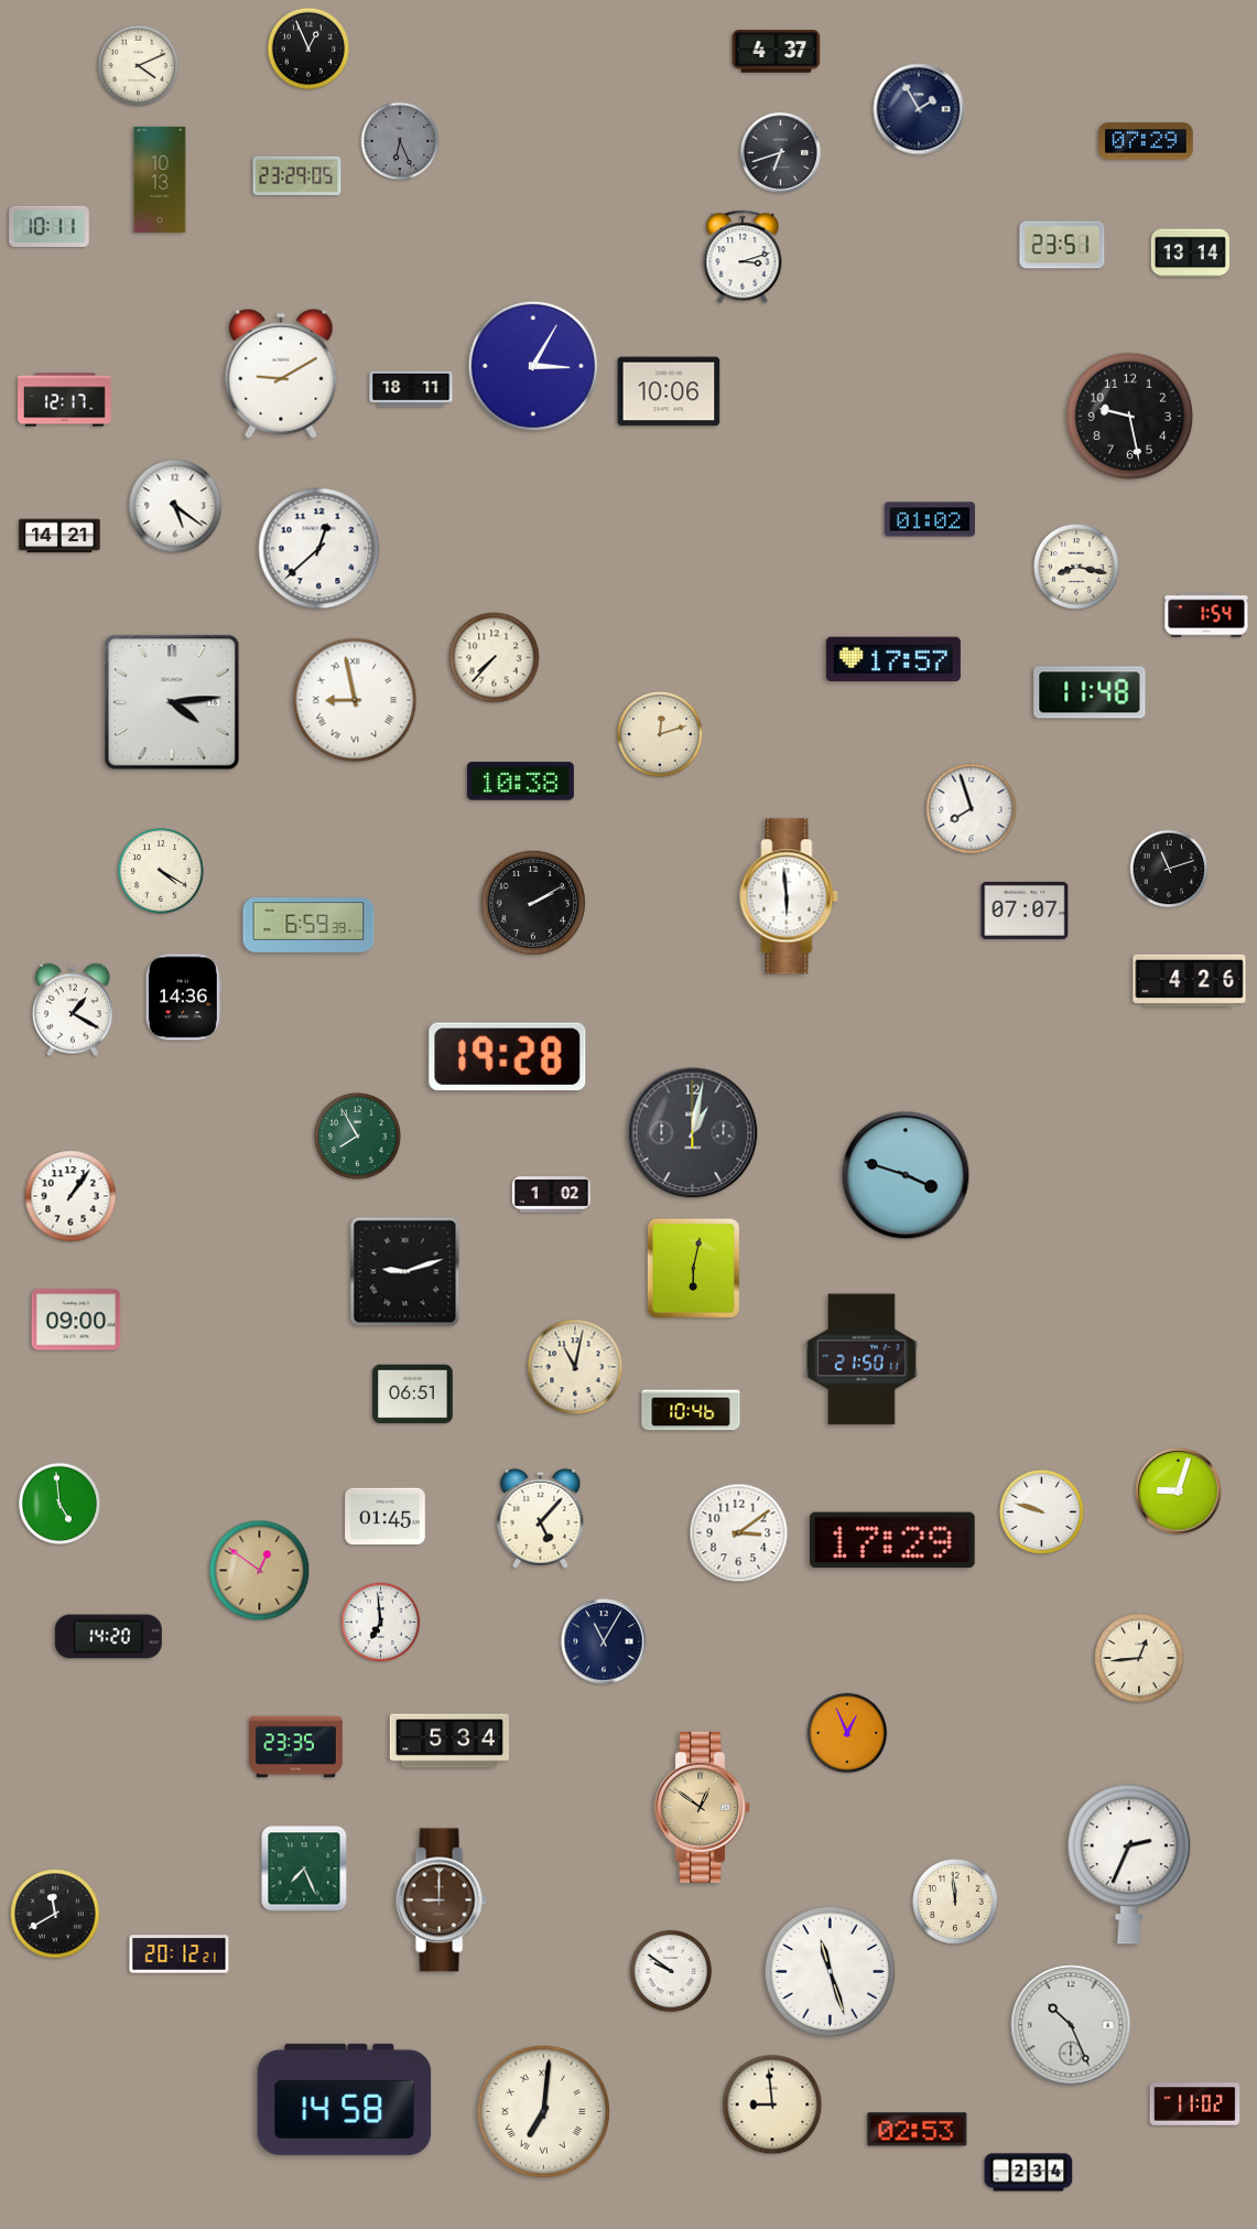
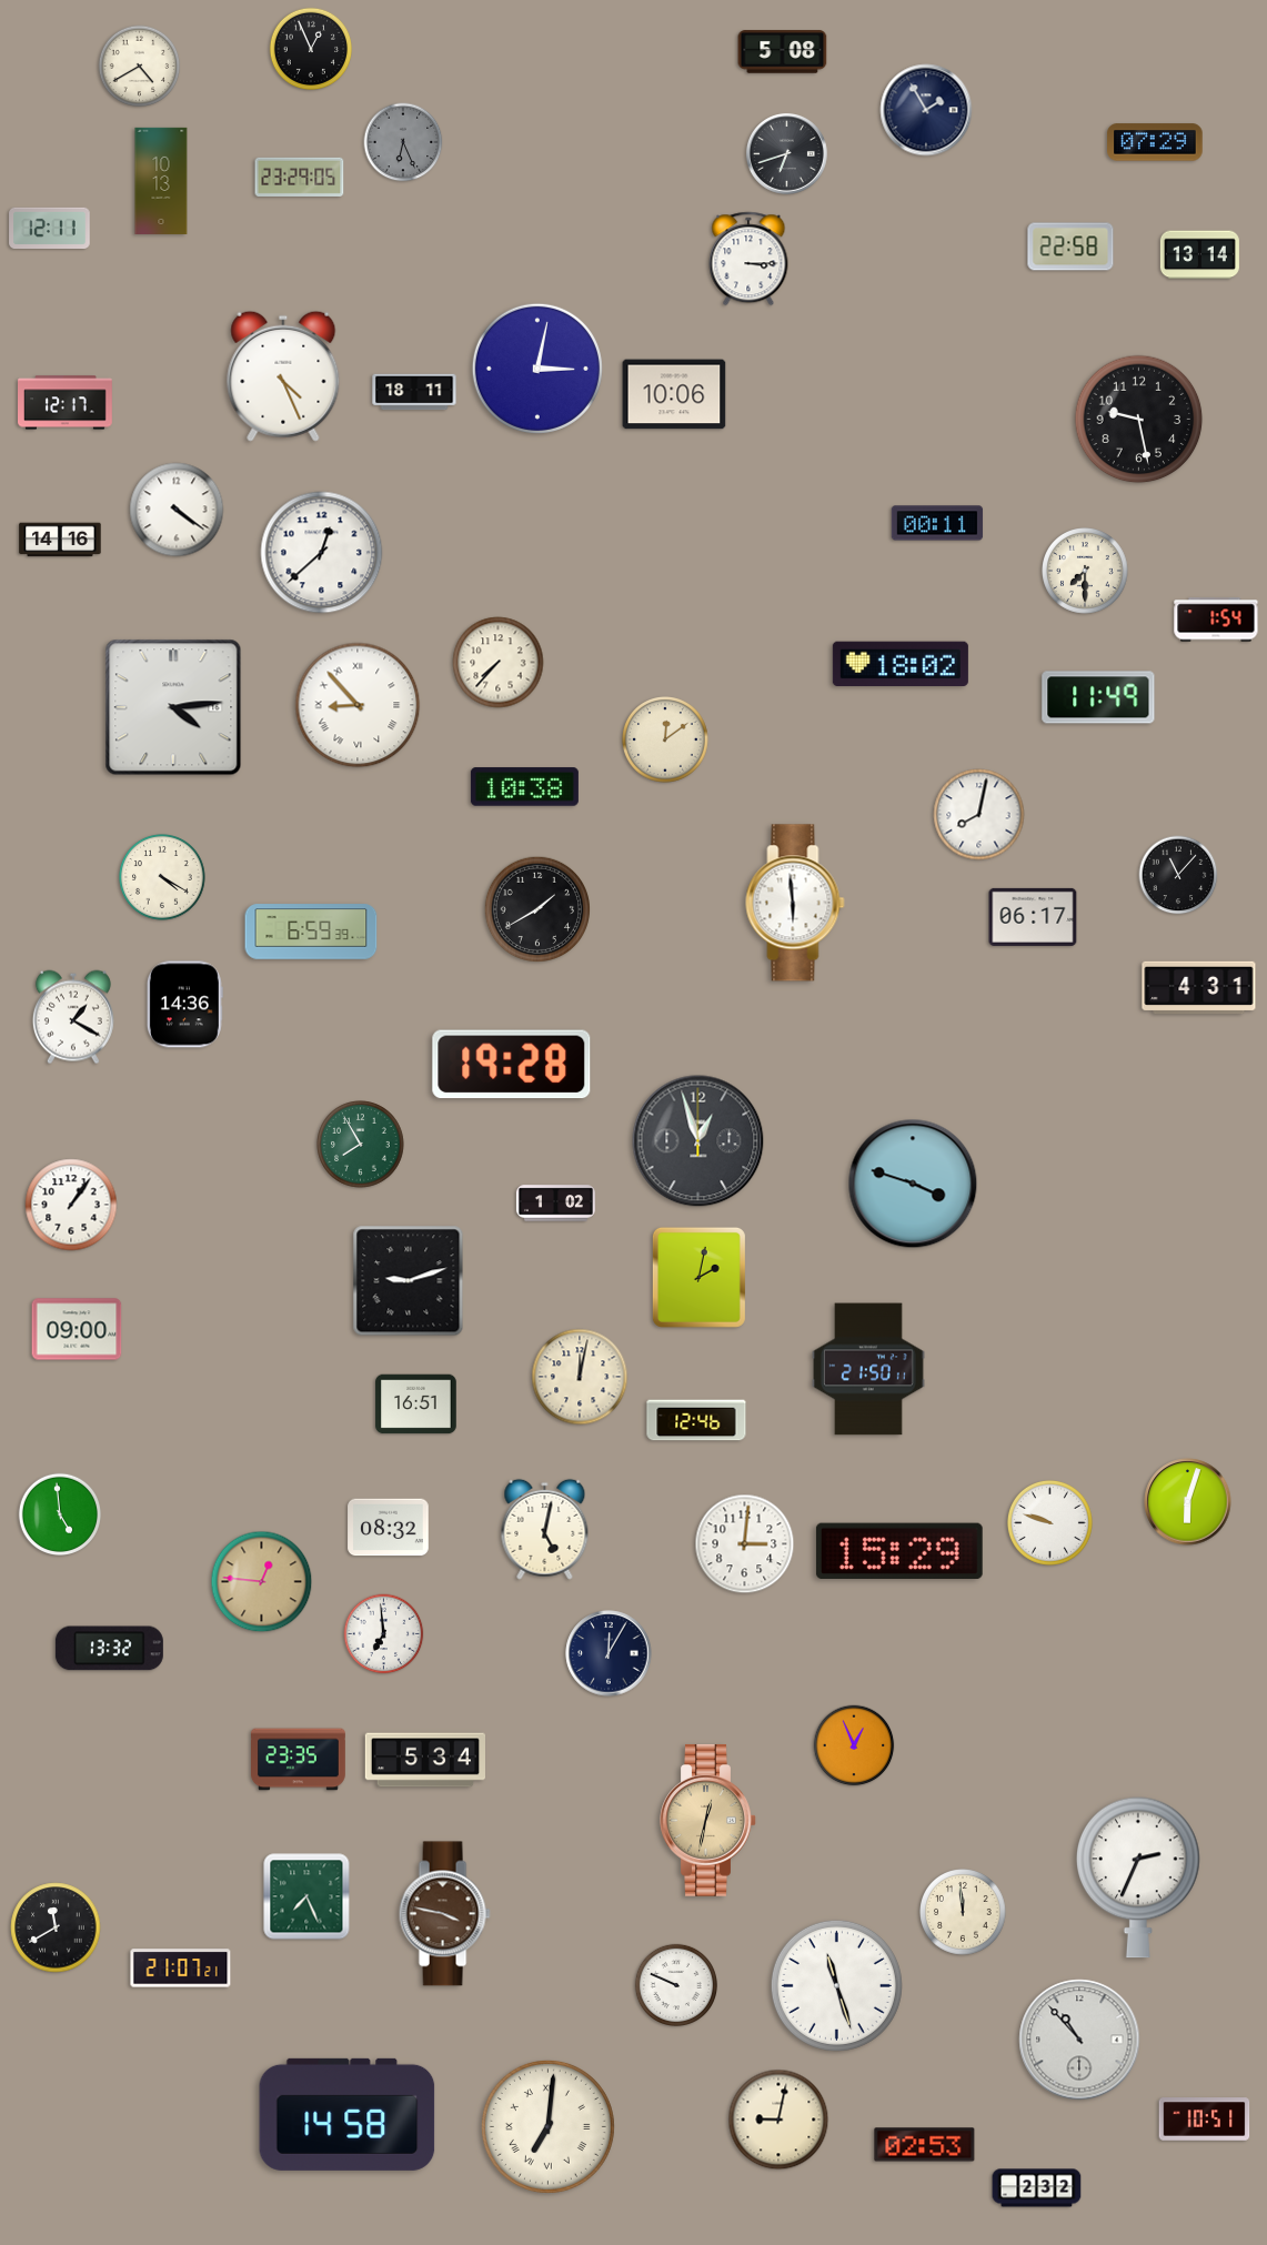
clock at (777, 52): 4:37 -> 5:08
clock at (139, 66): 4:11 -> 4:40
clock at (50, 226): 10:11 -> 12:11
clock at (1062, 245): 23:51 -> 22:58
clock at (743, 257): 3:12 -> 3:15
clock at (533, 366): 3:05 -> 3:02
clock at (281, 374): 9:10 -> 4:26
clock at (175, 506): 5:21 -> 4:21
clock at (930, 519): 01:02 -> 00:11
clock at (59, 536): 14:21 -> 14:16
clock at (1077, 568): 8:17 -> 7:30
clock at (893, 659): 17:57 -> 18:02
clock at (1090, 692): 11:48 -> 11:49
clock at (355, 700): 8:58 -> 8:53
clock at (661, 735): 12:12 -> 12:09
clock at (972, 809): 7:57 -> 8:02
clock at (1169, 869): 11:12 -> 11:07
clock at (532, 902): 2:10 -> 1:40
clock at (1025, 911): 07:07 -> 06:17
clock at (1190, 981): 4:26 -> 4:31
clock at (693, 1133): 1:02 -> 12:57
clock at (693, 1268): 6:02 -> 2:02
clock at (575, 1367): 11:02 -> 12:02
clock at (413, 1395): 06:51 -> 16:51
clock at (691, 1410): 10:46 -> 12:46
clock at (1179, 1492): 9:03 -> 6:03
clock at (386, 1517): 01:45 -> 08:32
clock at (541, 1518): 5:07 -> 5:02
clock at (739, 1533): 3:09 -> 3:01
clock at (892, 1540): 17:29 -> 15:29
clock at (260, 1571): 12:51 -> 12:46
clock at (108, 1637): 14:20 -> 13:32
clock at (604, 1641): 11:05 -> 12:05
clock at (1139, 1658): 12:44 -> none
clock at (449, 1741) position: (449, 1741) -> (425, 1760)
clock at (703, 1807): 12:51 -> 12:32
clock at (304, 1869) position: (304, 1869) -> (306, 1896)
clock at (441, 1900): 9:00 -> 3:47
clock at (956, 1903) position: (956, 1903) -> (964, 1913)
clock at (180, 1955): 20:12 -> 21:07
clock at (670, 1970): 9:51 -> 9:49
clock at (1071, 2025): 10:26 -> 10:53
clock at (772, 2104): 8:59 -> 9:02
clock at (1195, 2104): 11:02 -> 10:51
clock at (1029, 2173): 2:34 -> 2:32
